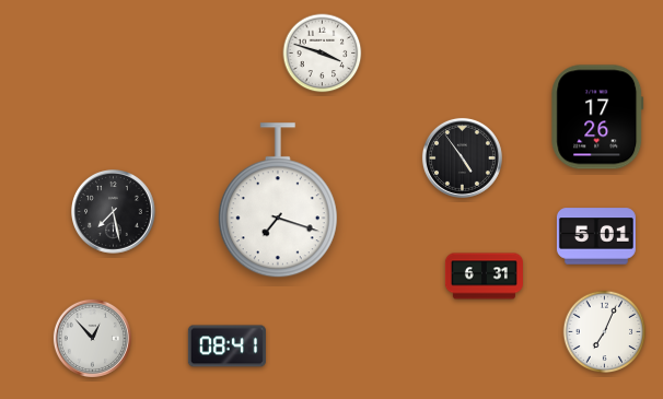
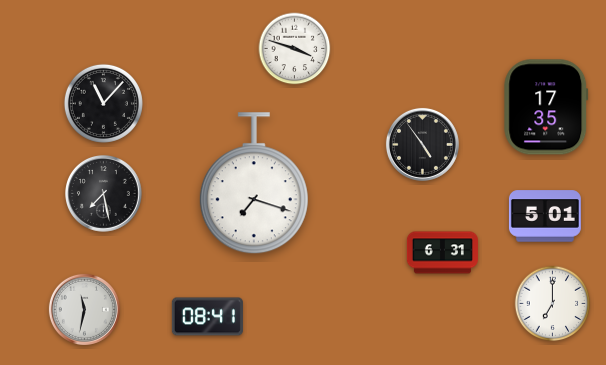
clock at (103, 103): none -> 11:07
clock at (597, 117): 17:26 -> 17:35
clock at (605, 332): 7:04 -> 7:00
clock at (92, 338): 12:53 -> 11:32
